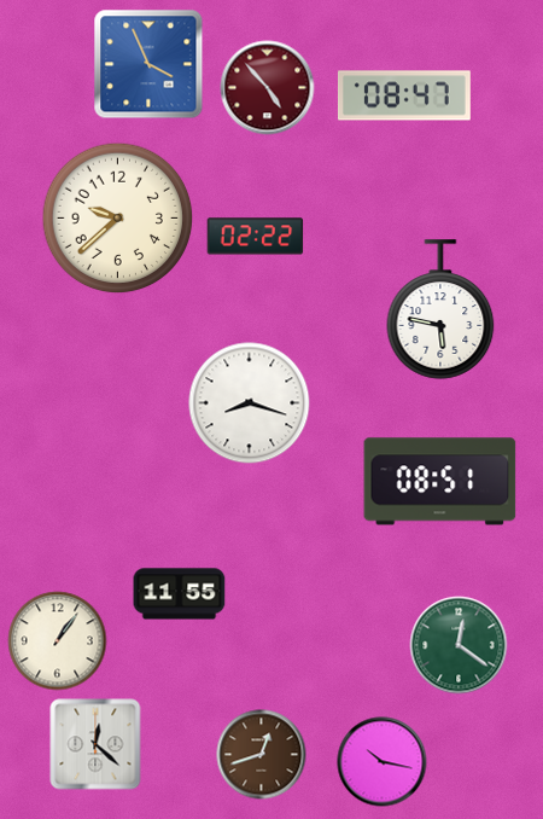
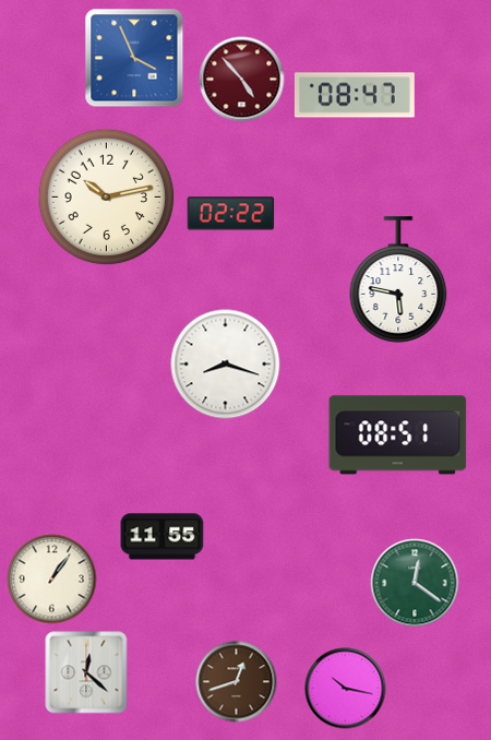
clock at (404, 95) position: (404, 95) -> (355, 95)
clock at (118, 219): 9:38 -> 10:13
